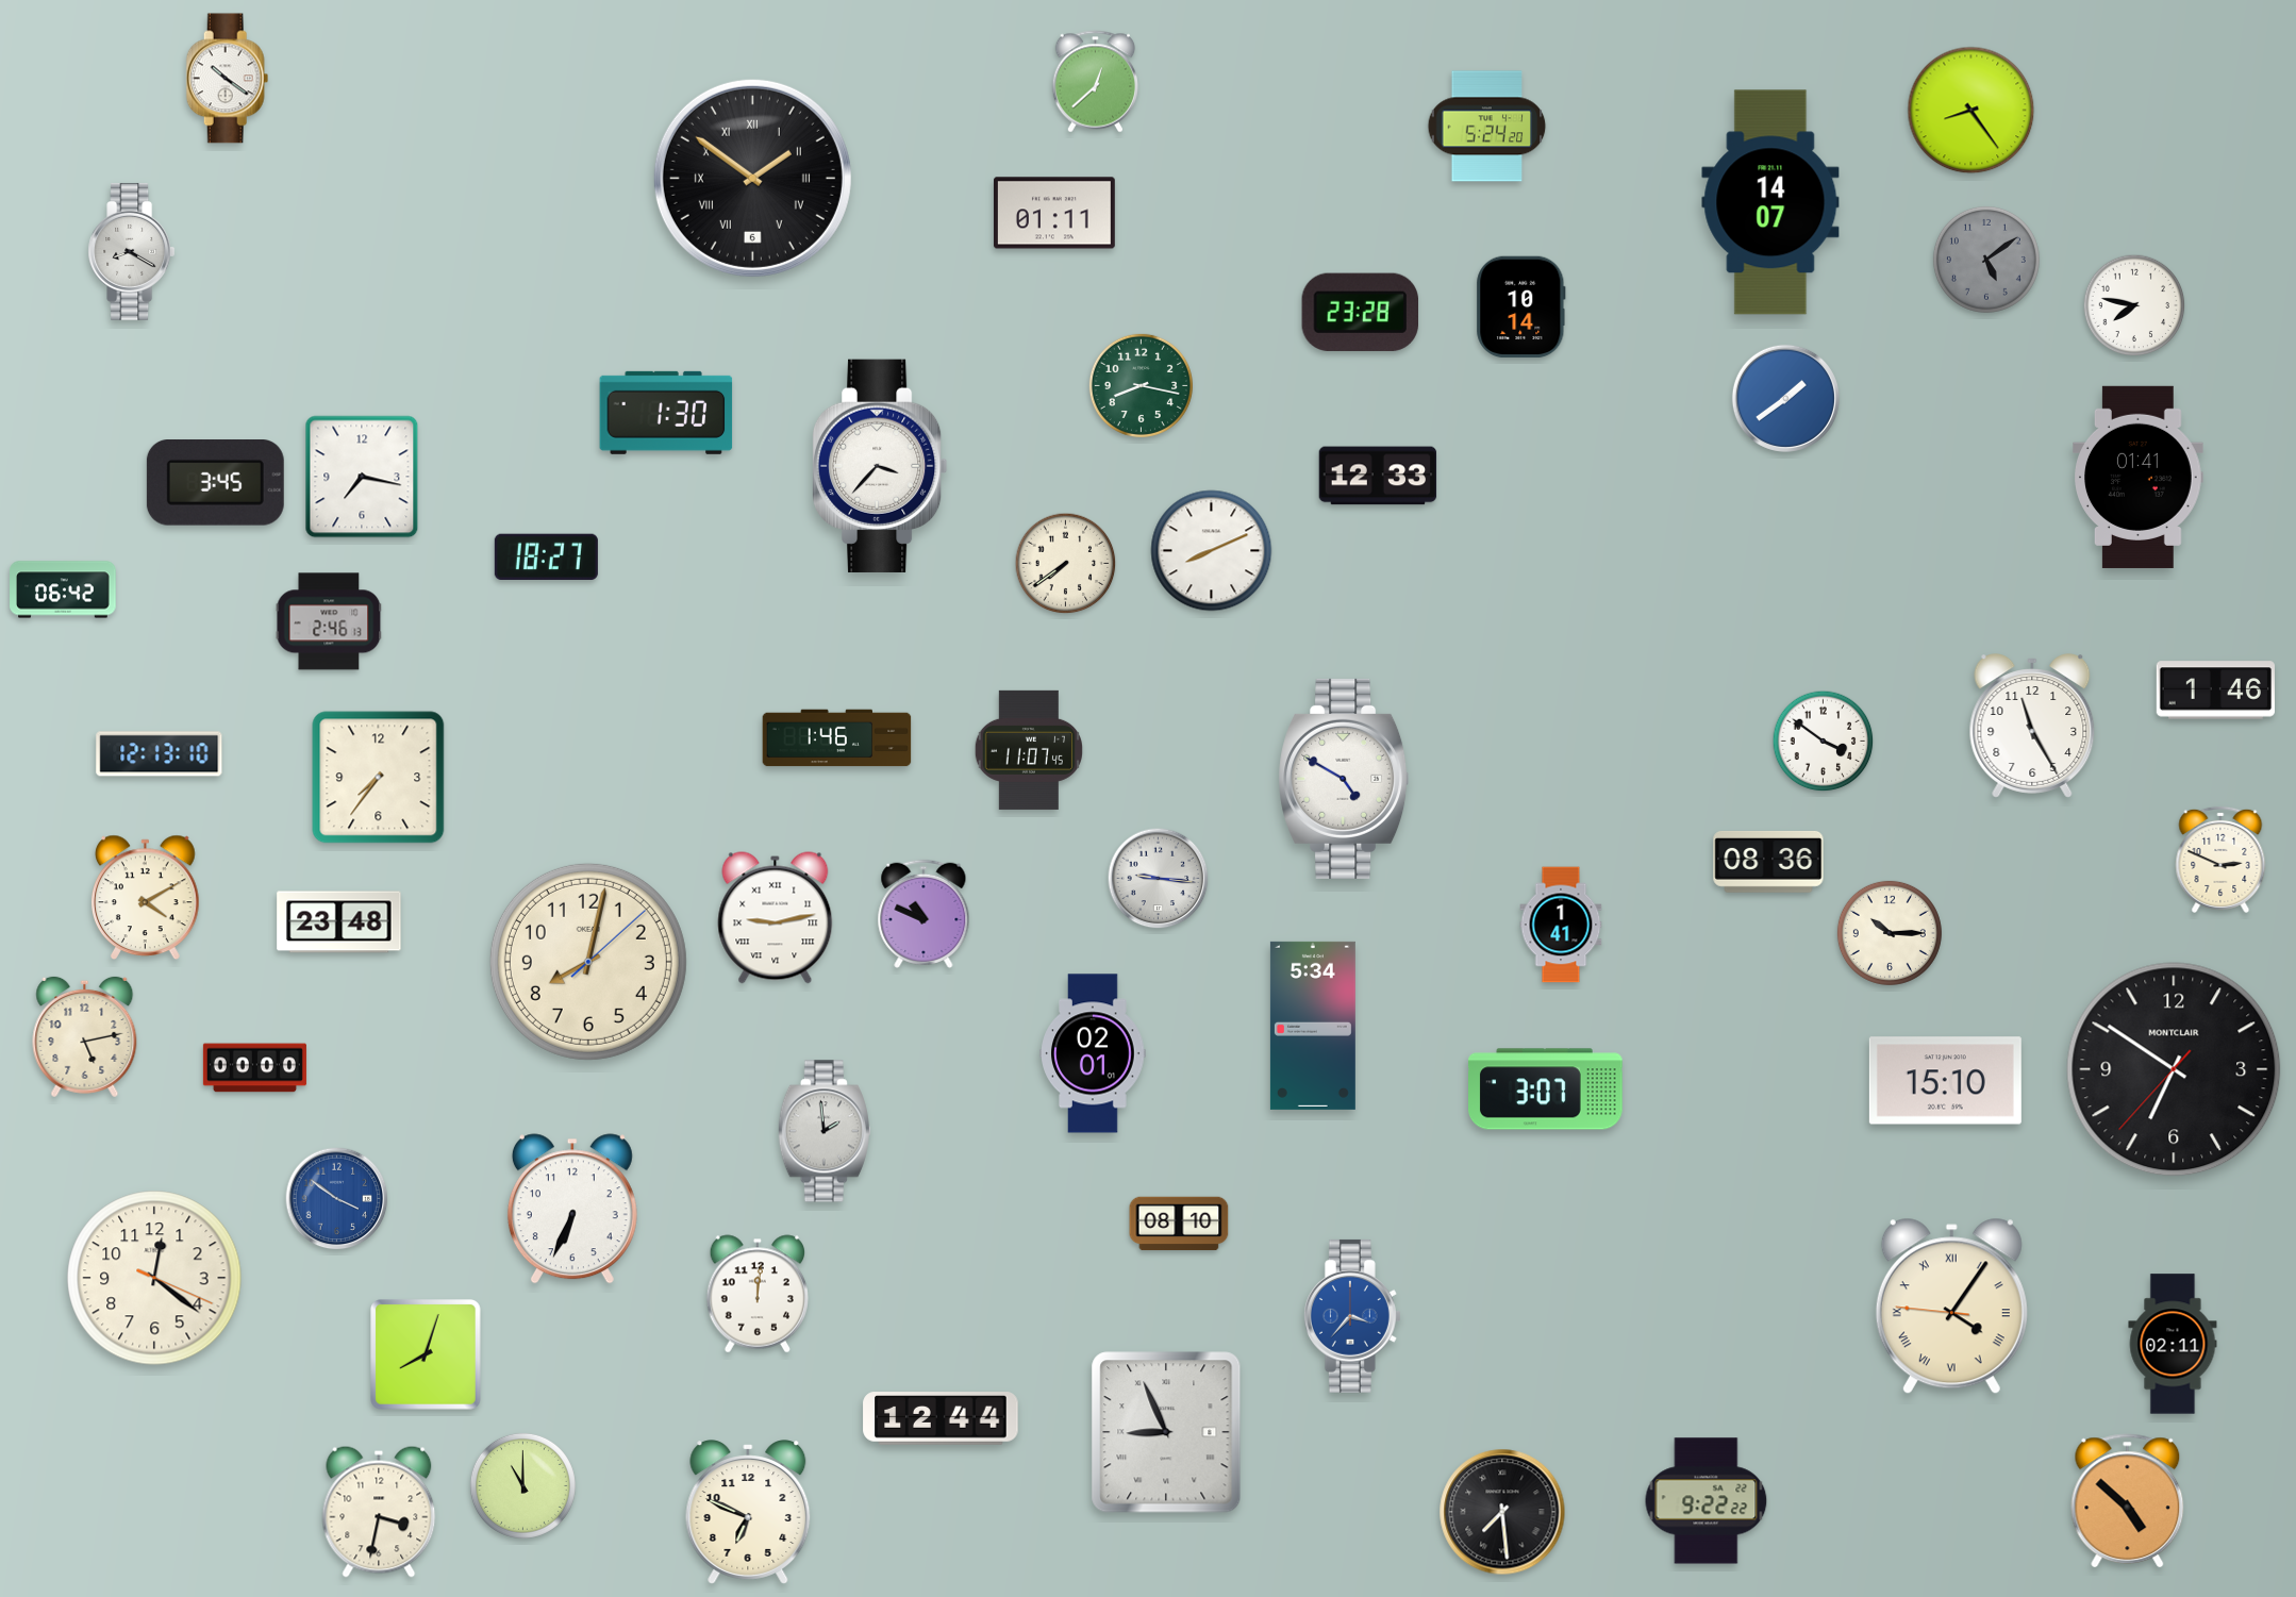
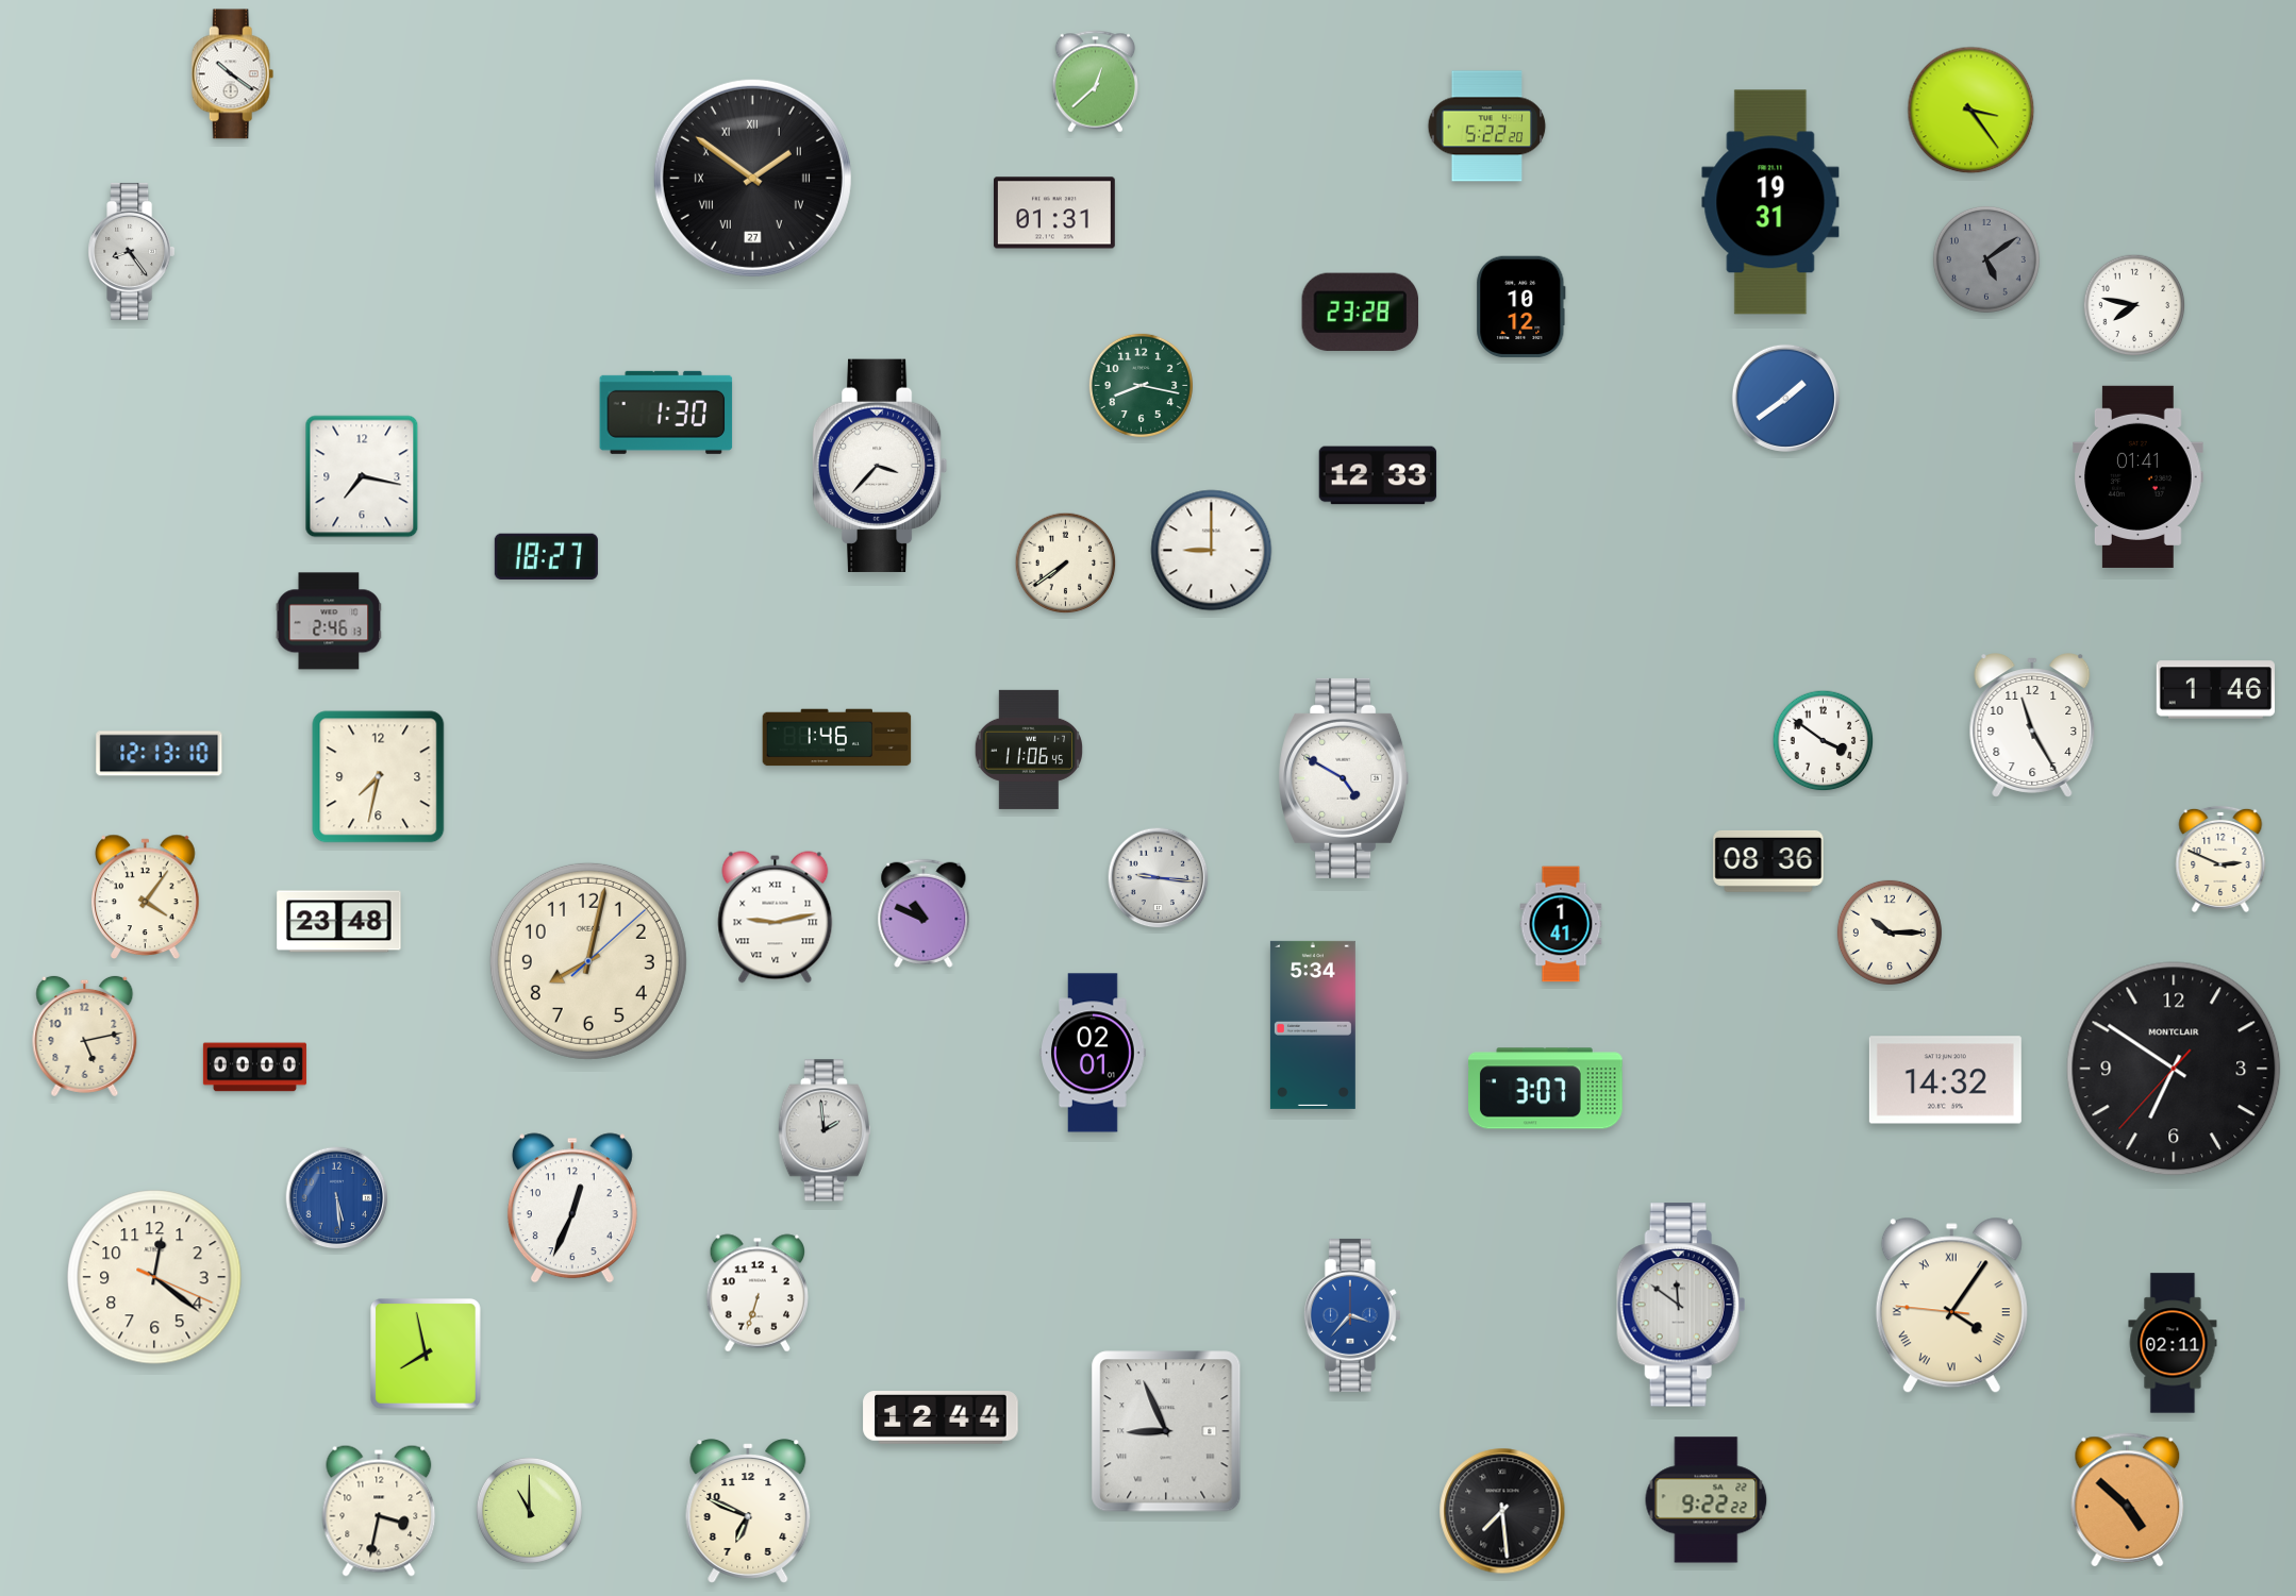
clock at (228, 79) position: (228, 79) -> (233, 74)
clock at (1971, 111): 8:24 -> 3:24
clock at (1487, 127): 5:24 -> 5:22
clock at (752, 178) date: 6 -> 27
clock at (1770, 202): 14:07 -> 19:31
clock at (1054, 213): 01:11 -> 01:31
clock at (132, 251): 8:20 -> 8:24
clock at (1521, 307): 10:14 -> 10:12
clock at (215, 483): 3:45 -> none
clock at (1212, 551): 8:11 -> 9:00
clock at (63, 589): 06:42 -> none
clock at (1029, 750): 11:07 -> 11:06
clock at (379, 778): 7:36 -> 7:32
clock at (146, 898): 4:10 -> 4:06
clock at (1945, 1081): 15:10 -> 14:32
clock at (337, 1199): 3:51 -> 5:29
clock at (572, 1209): 6:34 -> 12:34
clock at (1179, 1224): 08:10 -> none
clock at (756, 1294): 12:01 -> 6:33
clock at (1681, 1305): none -> 11:51
clock at (427, 1355): 8:03 -> 7:58
clock at (522, 1485) position: (522, 1485) -> (529, 1510)
